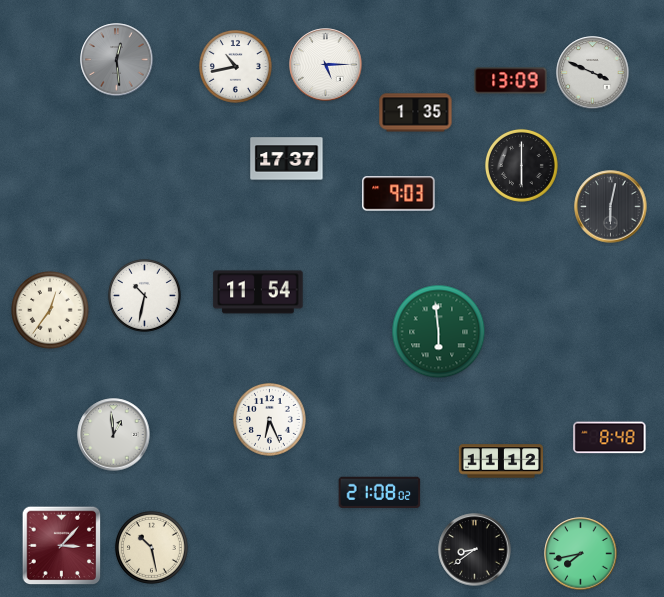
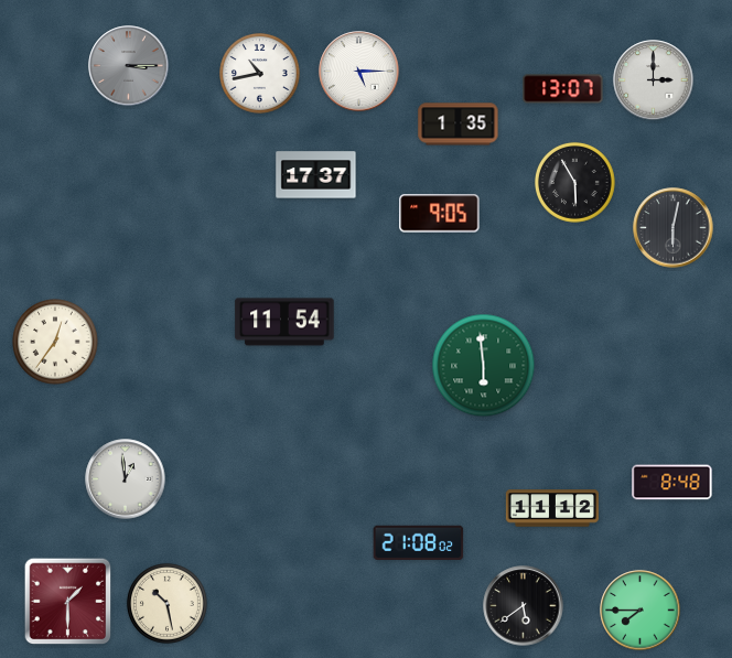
clock at (117, 60): 12:29 -> 3:15
clock at (593, 73): 3:49 -> 3:00
clock at (511, 81): 13:09 -> 13:07
clock at (521, 165): 6:00 -> 5:55
clock at (399, 194): 9:03 -> 9:05
clock at (144, 295): 10:32 -> none
clock at (269, 419): 6:26 -> none
clock at (62, 546): 3:07 -> 1:30
clock at (475, 550): 8:39 -> 5:39
clock at (581, 554): 7:43 -> 7:45
